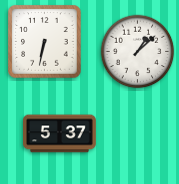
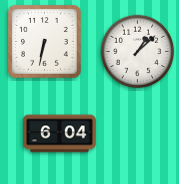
clock at (60, 134): 5:37 -> 6:04
